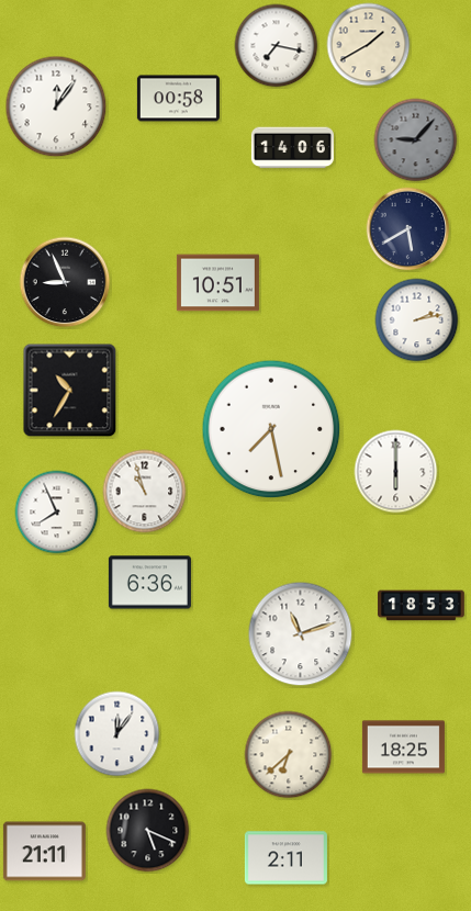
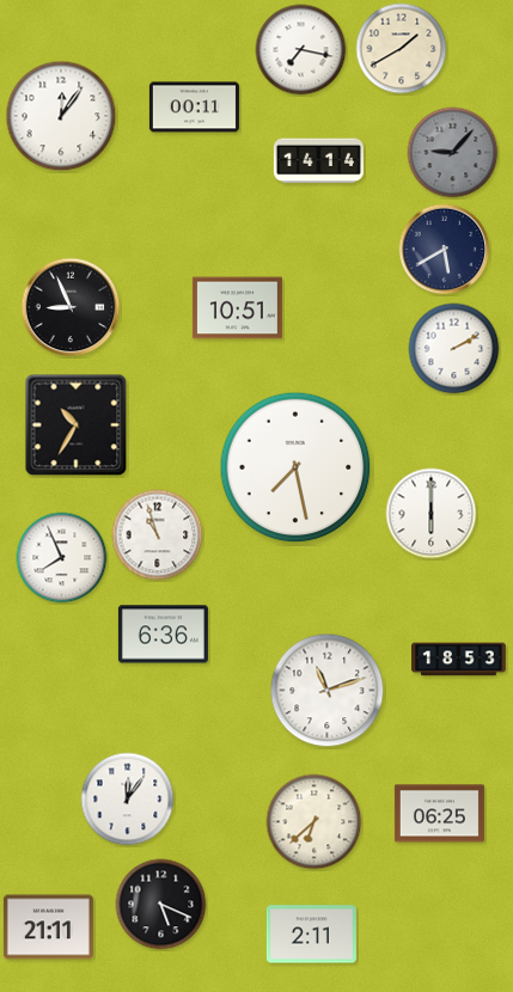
clock at (178, 99): 00:58 -> 00:11
clock at (292, 148): 14:06 -> 14:14
clock at (417, 320): 2:13 -> 2:10
clock at (403, 747): 18:25 -> 06:25
